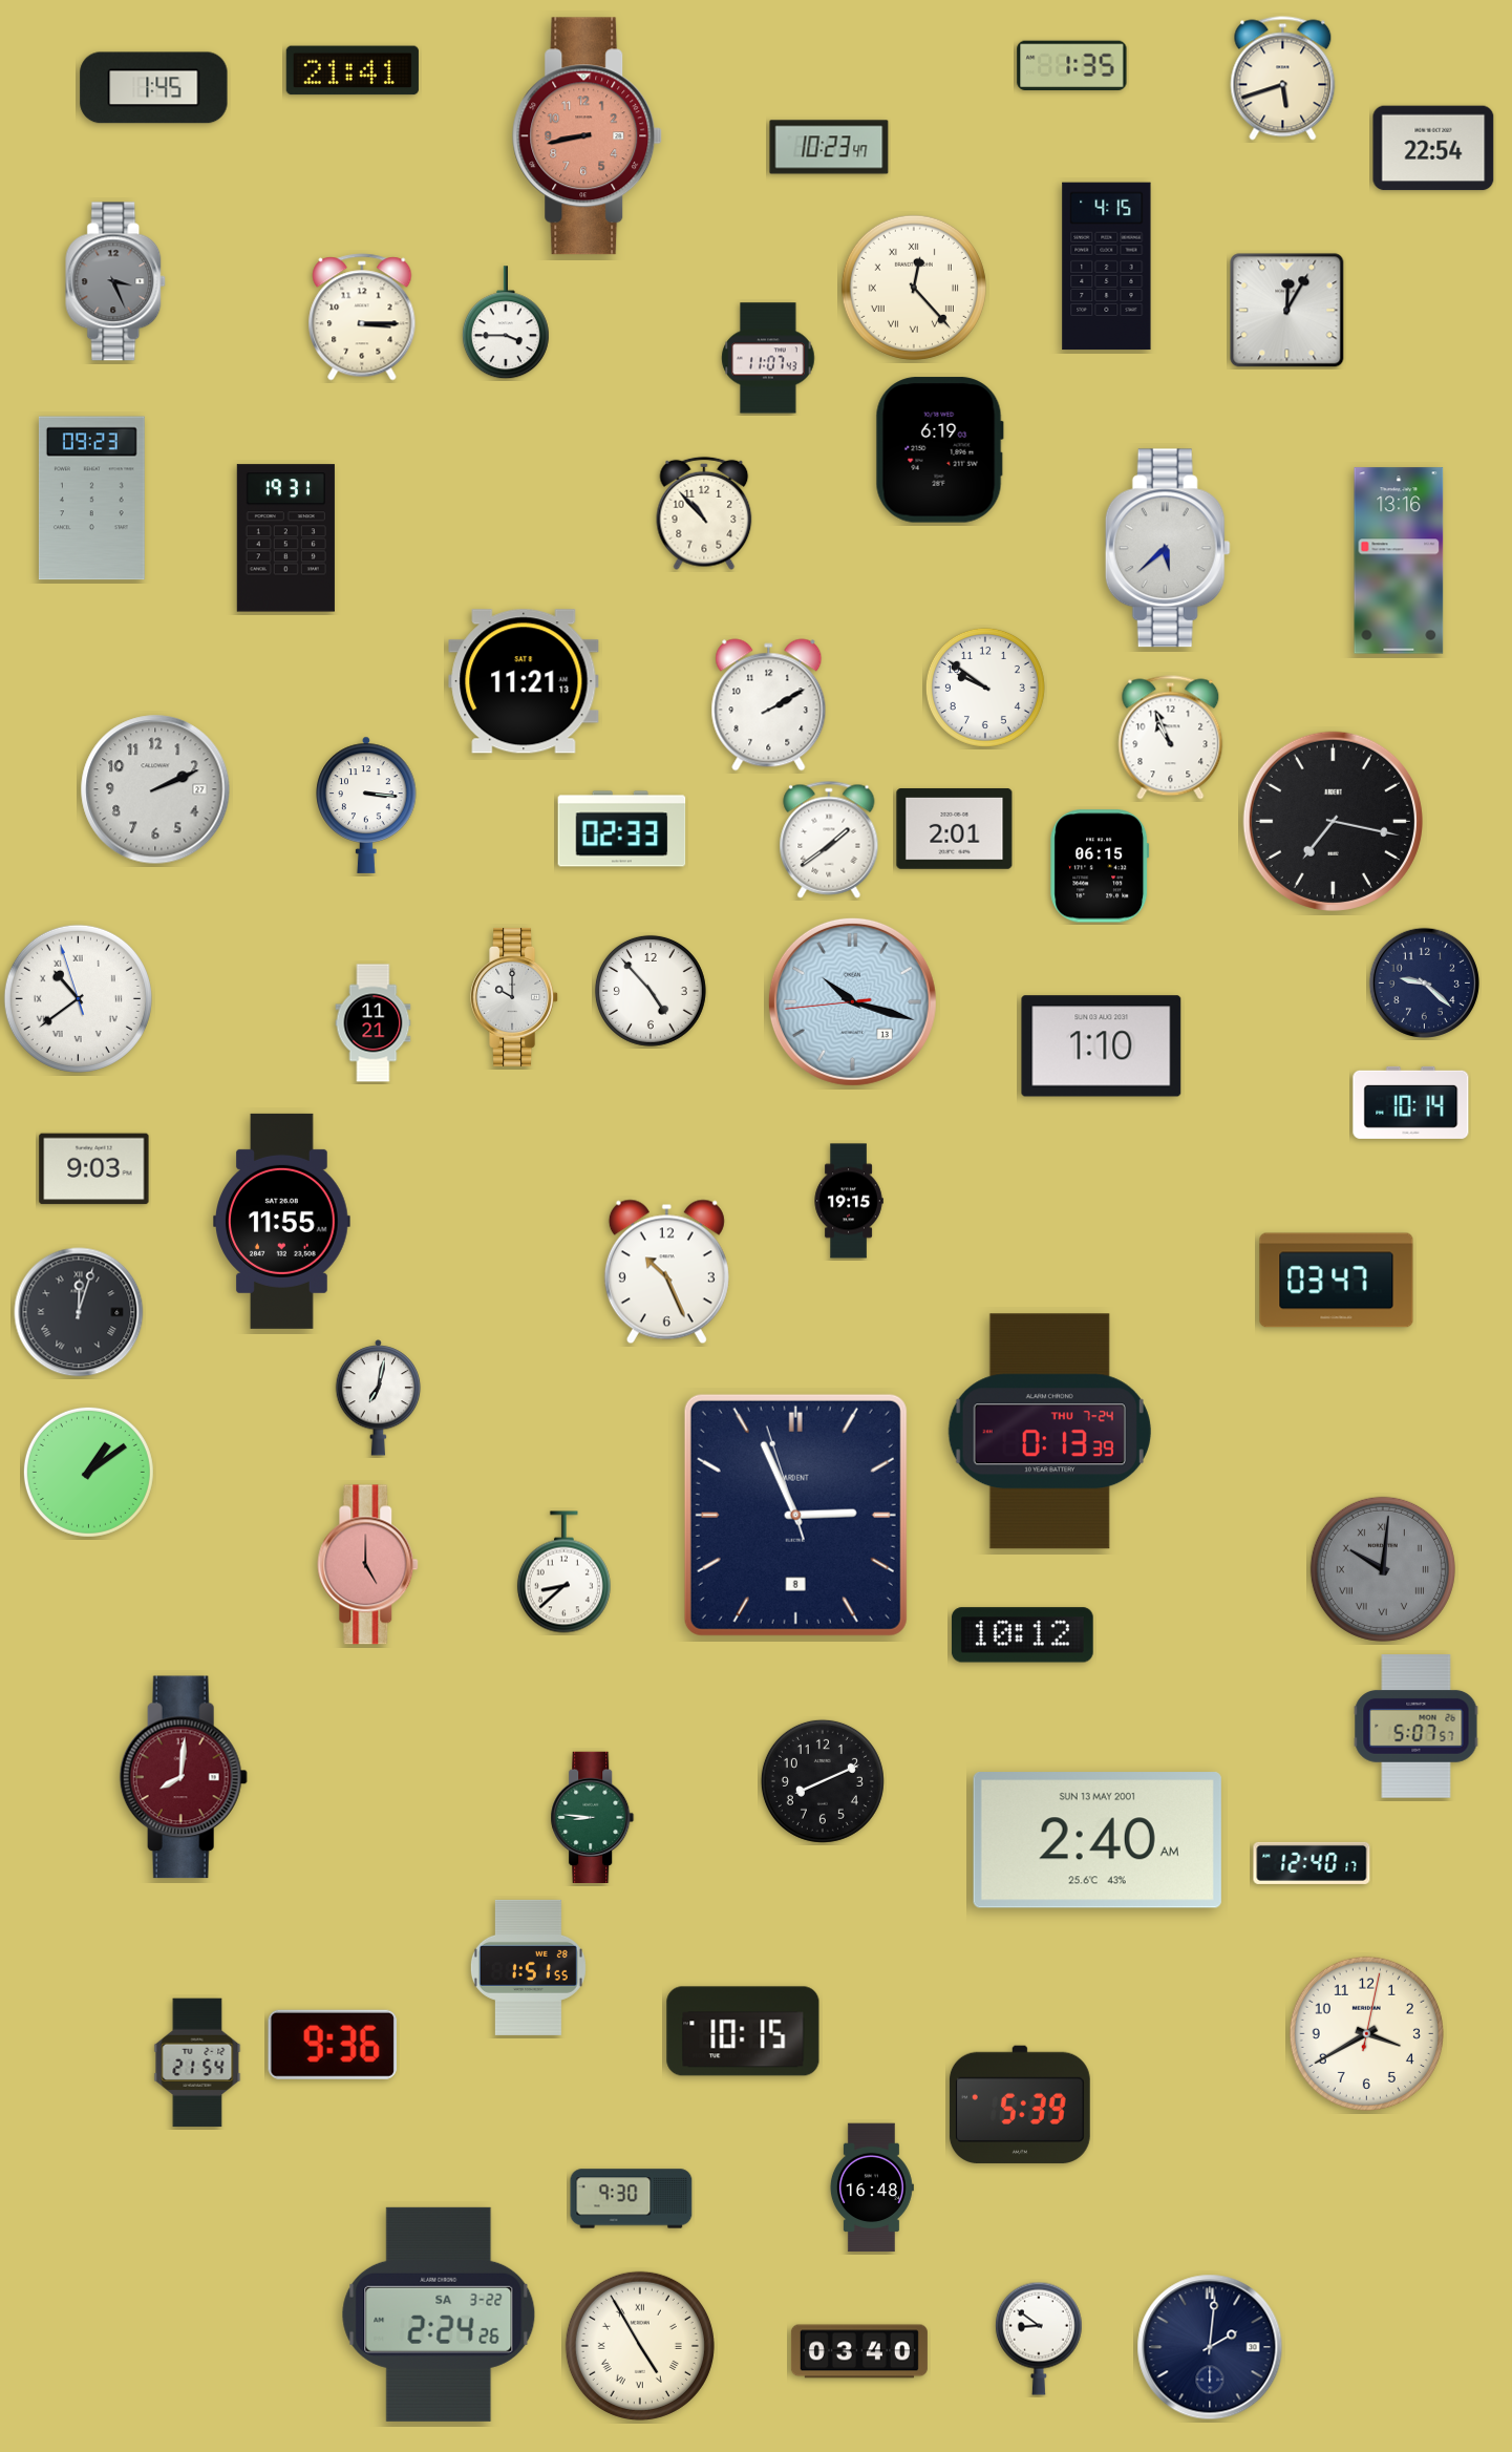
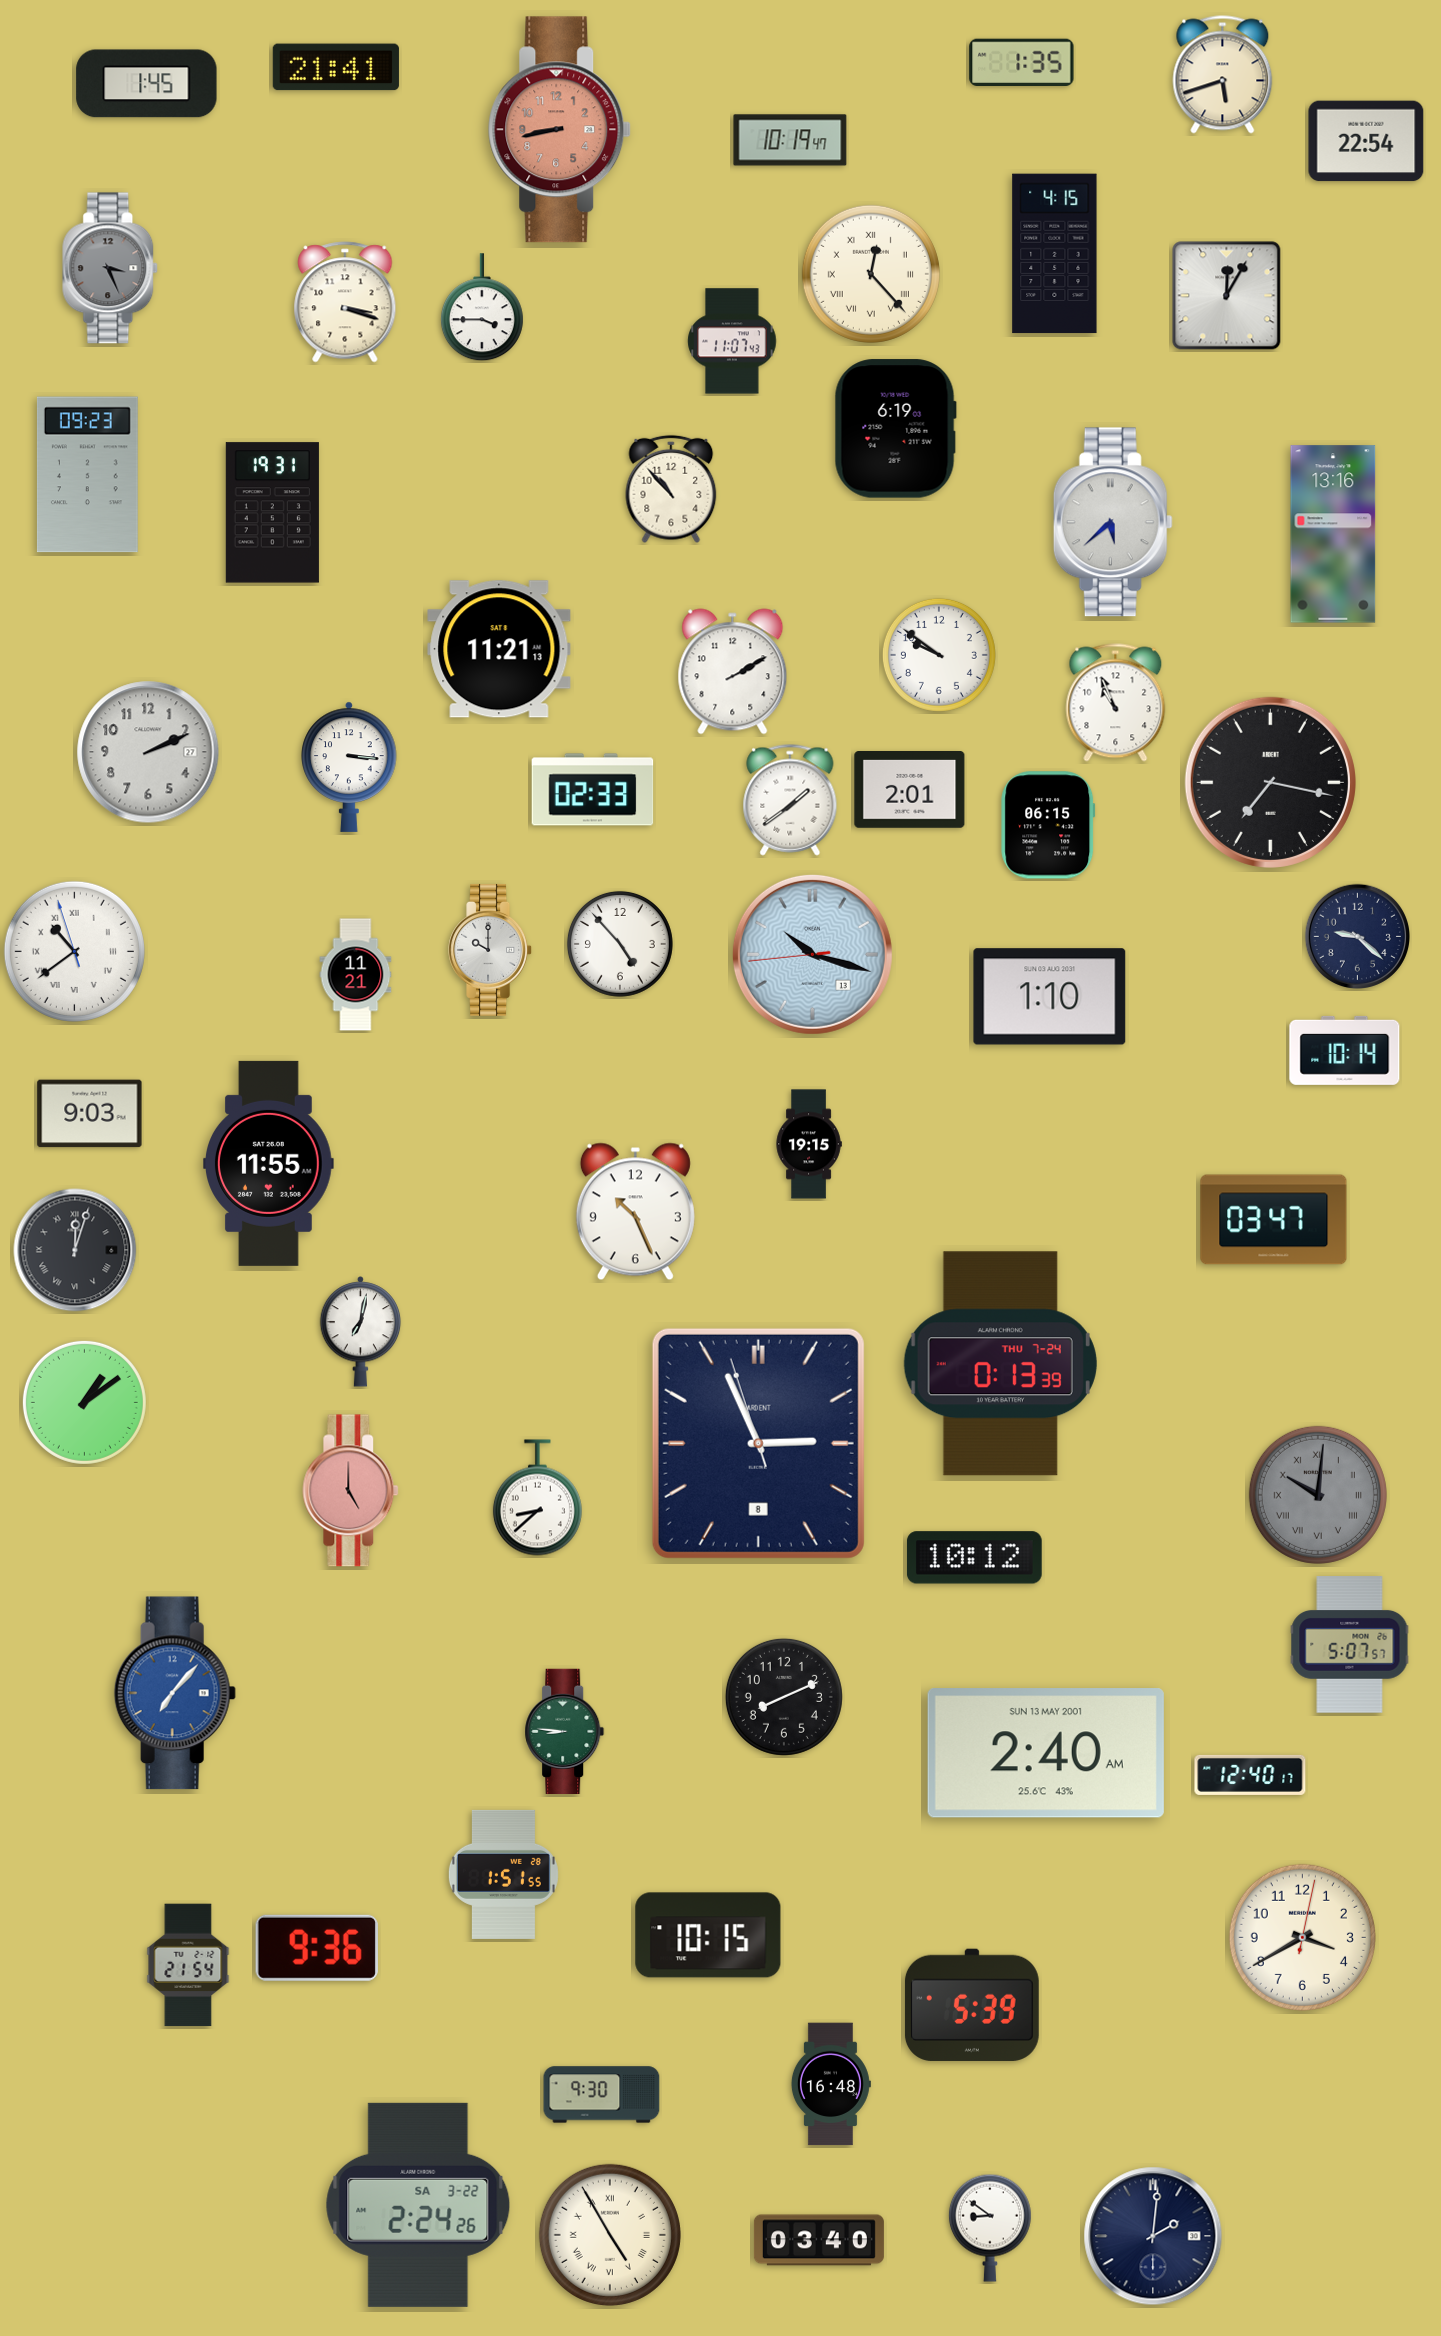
clock at (829, 147): 10:23 -> 10:19
clock at (362, 317): 3:15 -> 3:18
clock at (184, 1777): 8:01 -> 7:07
clock at (184, 1777) dial: burgundy -> blue
